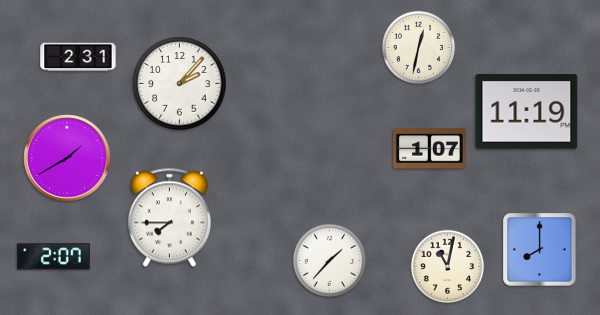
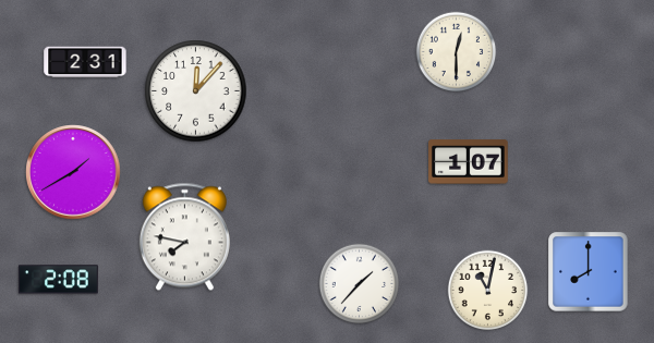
clock at (419, 48): 12:32 -> 12:30
clock at (180, 84): 2:07 -> 12:07
clock at (527, 112): 11:19 -> none
clock at (169, 218): 7:45 -> 7:47
clock at (54, 257): 2:07 -> 2:08
